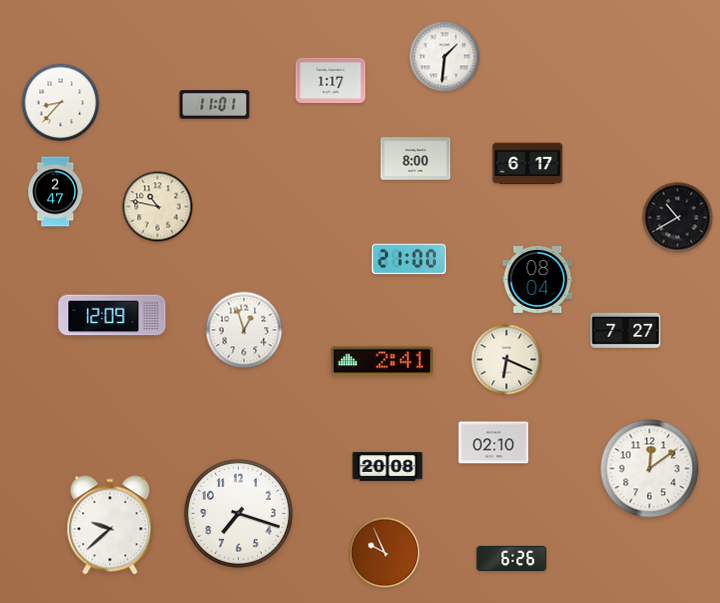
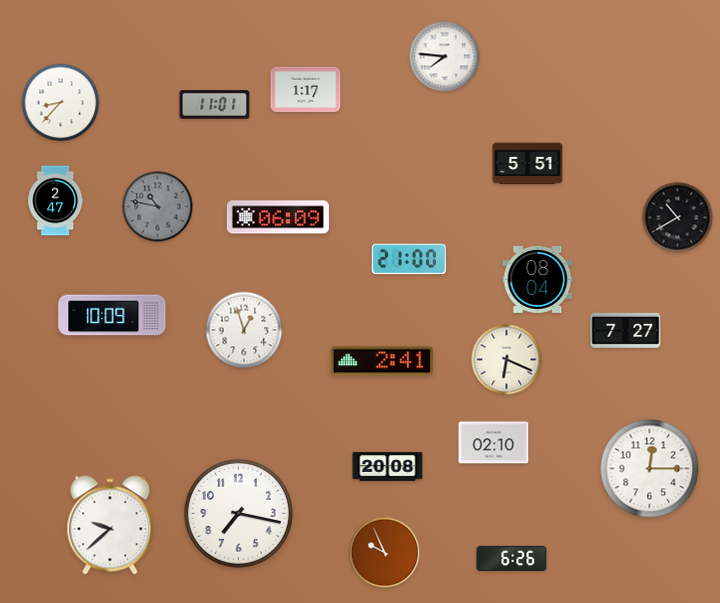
clock at (445, 57): 1:31 -> 7:46
clock at (331, 80) position: (331, 80) -> (306, 89)
clock at (416, 159): 8:00 -> none
clock at (528, 164): 6:17 -> 5:51
clock at (56, 192) position: (56, 192) -> (56, 201)
clock at (158, 207) dial: cream -> grey
clock at (278, 217): none -> 06:09
clock at (112, 315): 12:09 -> 10:09
clock at (650, 469): 12:09 -> 12:15
clock at (238, 513): 7:18 -> 7:17
